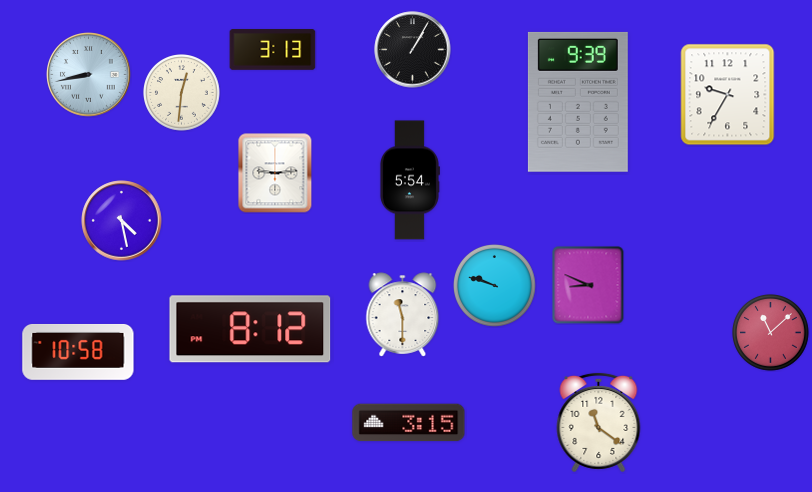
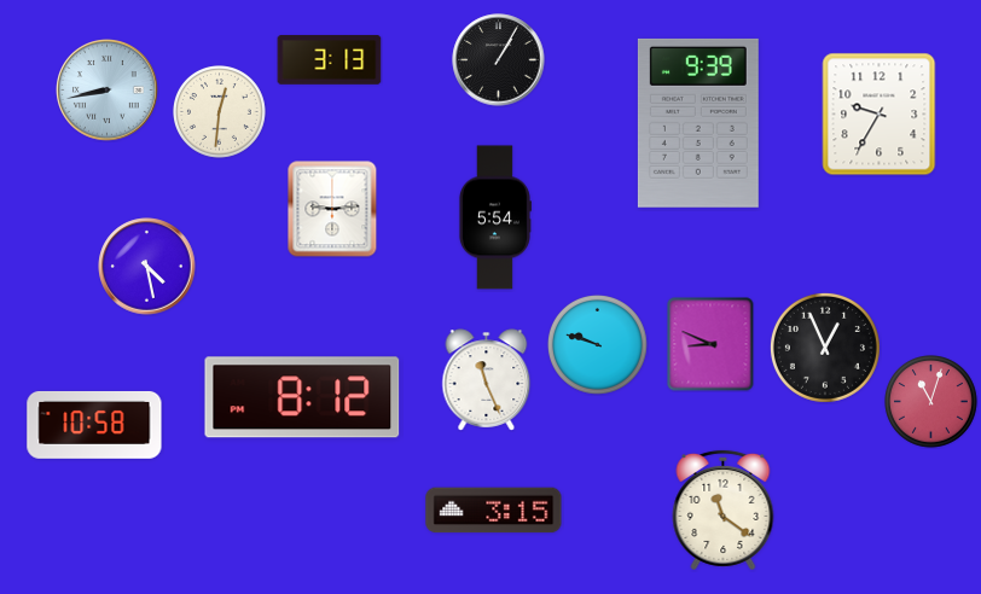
clock at (825, 348): none -> 12:56
clock at (403, 315): 11:30 -> 11:26
clock at (771, 333): 11:08 -> 11:03
